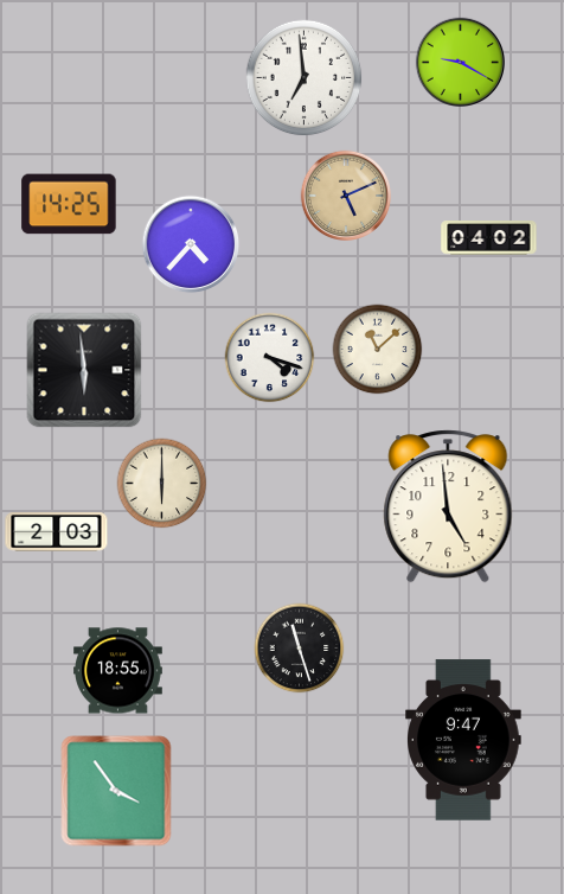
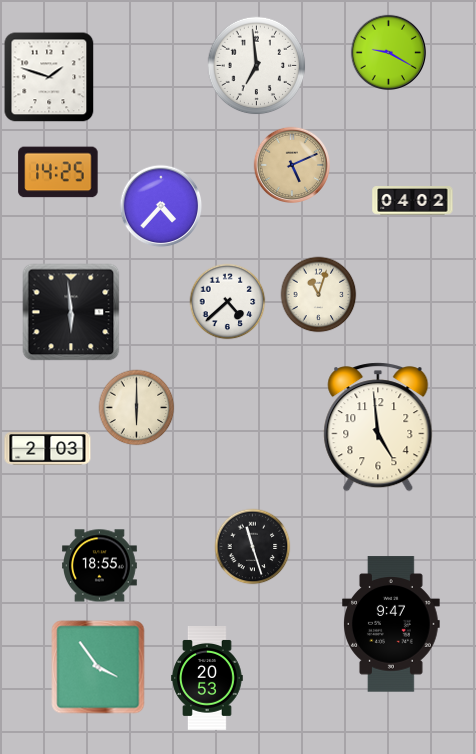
clock at (49, 77): none -> 1:48
clock at (378, 350): 11:08 -> 11:03
clock at (270, 358): 4:18 -> 4:38
clock at (207, 679): none -> 20:53
